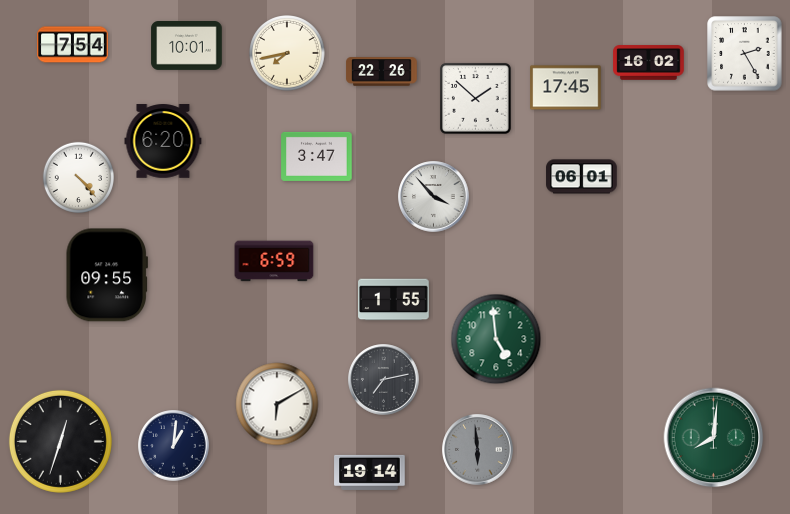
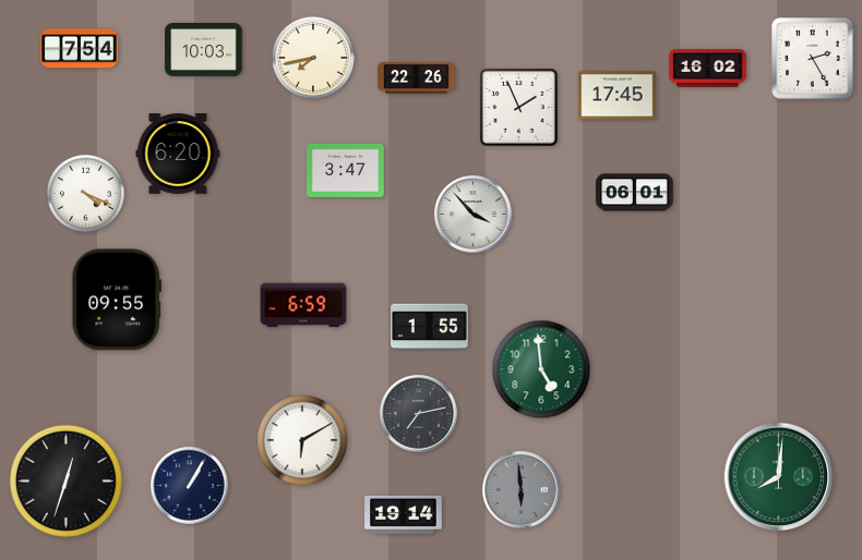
clock at (187, 46): 10:01 -> 10:03
clock at (476, 98): 1:52 -> 1:56
clock at (78, 177): 4:23 -> 4:19
clock at (274, 261) position: (274, 261) -> (303, 305)
clock at (174, 446): 1:01 -> 1:05
